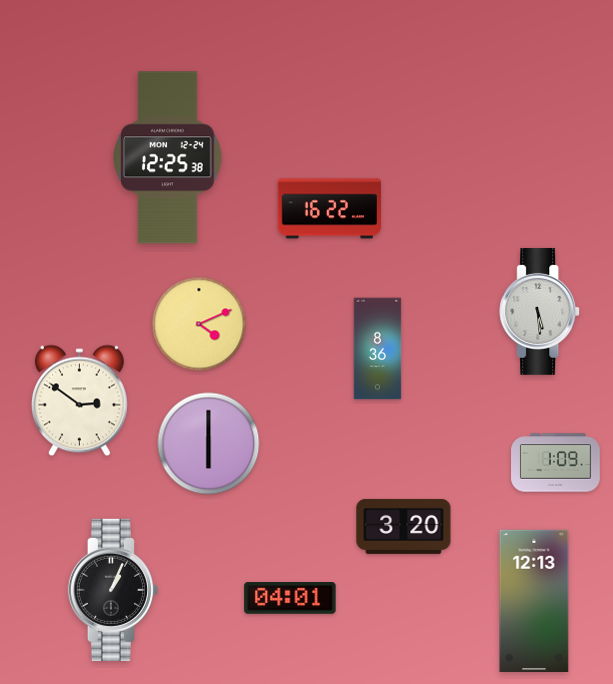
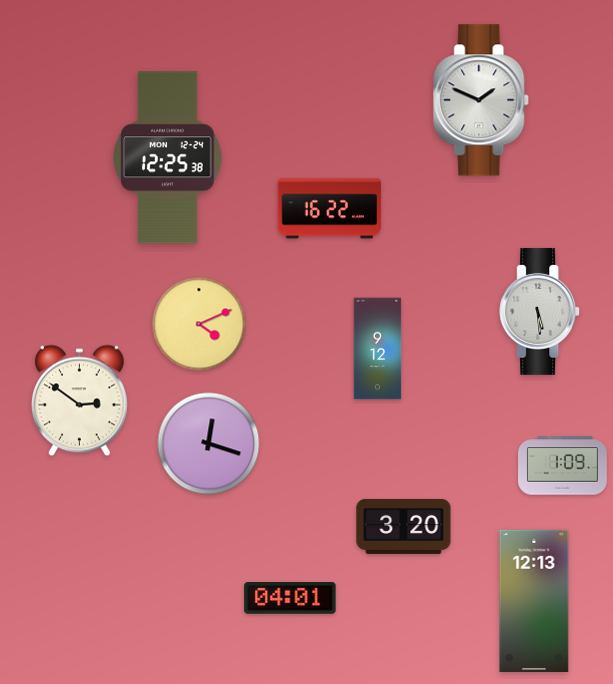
clock at (482, 100): none -> 1:49
clock at (378, 349): 8:36 -> 9:12
clock at (209, 444): 6:00 -> 12:18
clock at (556, 463) position: (556, 463) -> (563, 466)
clock at (112, 590): 1:04 -> none
